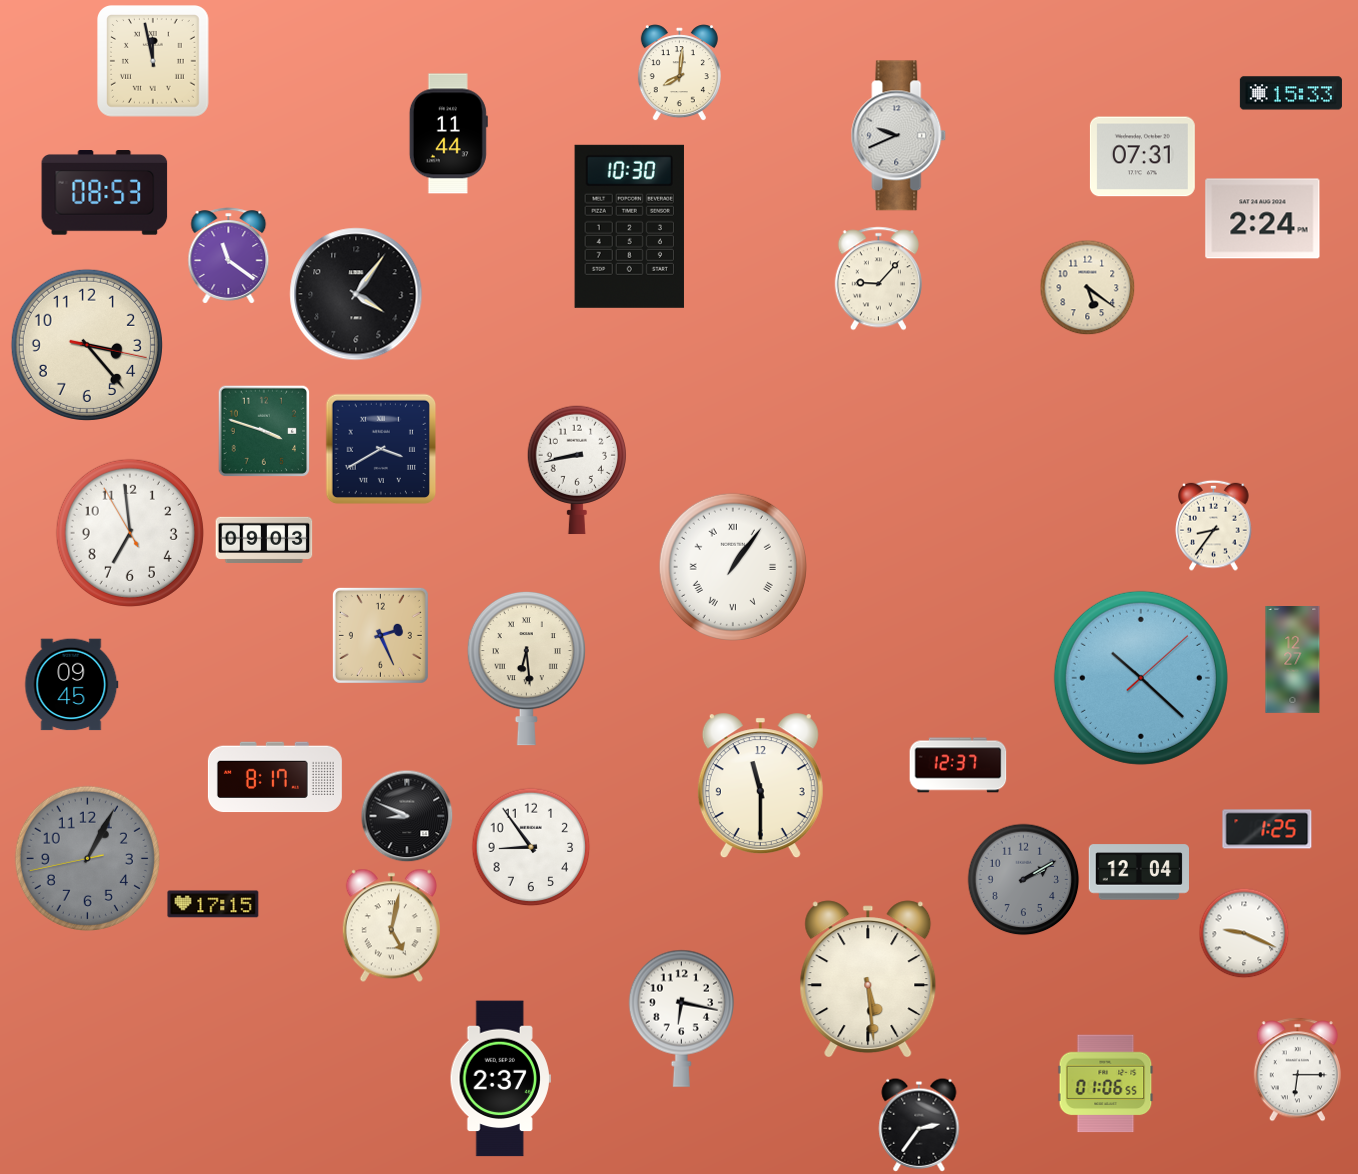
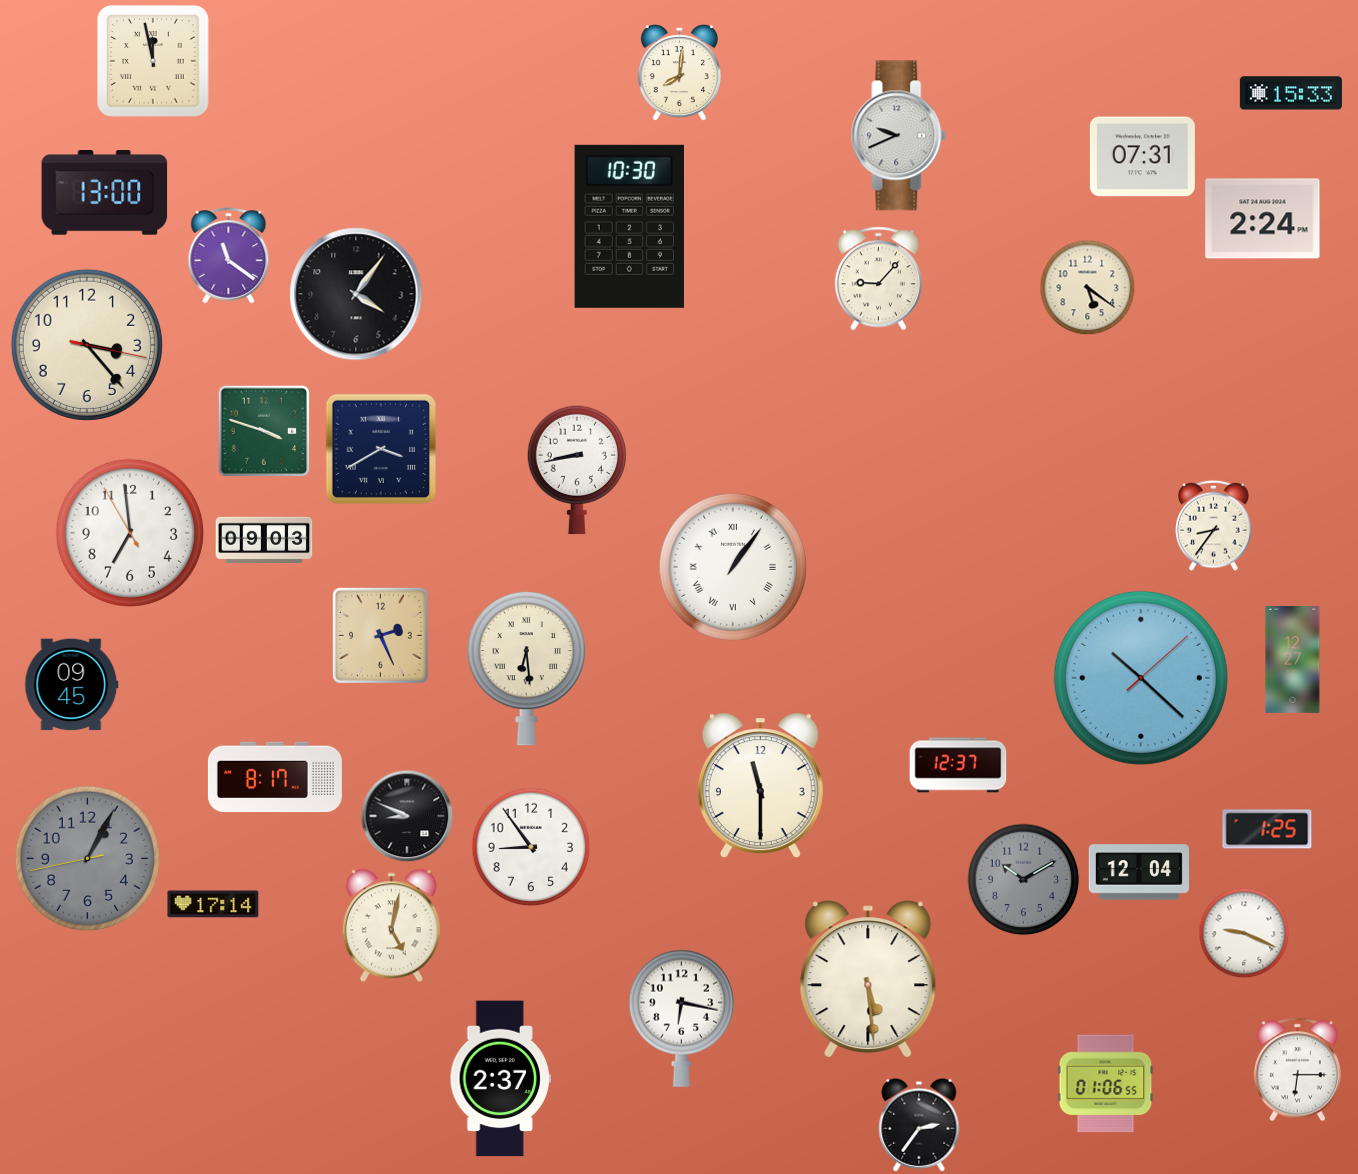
clock at (448, 134): 11:44 -> none
clock at (105, 193): 08:53 -> 13:00
clock at (1024, 880): 2:10 -> 10:10
clock at (213, 904): 17:15 -> 17:14
